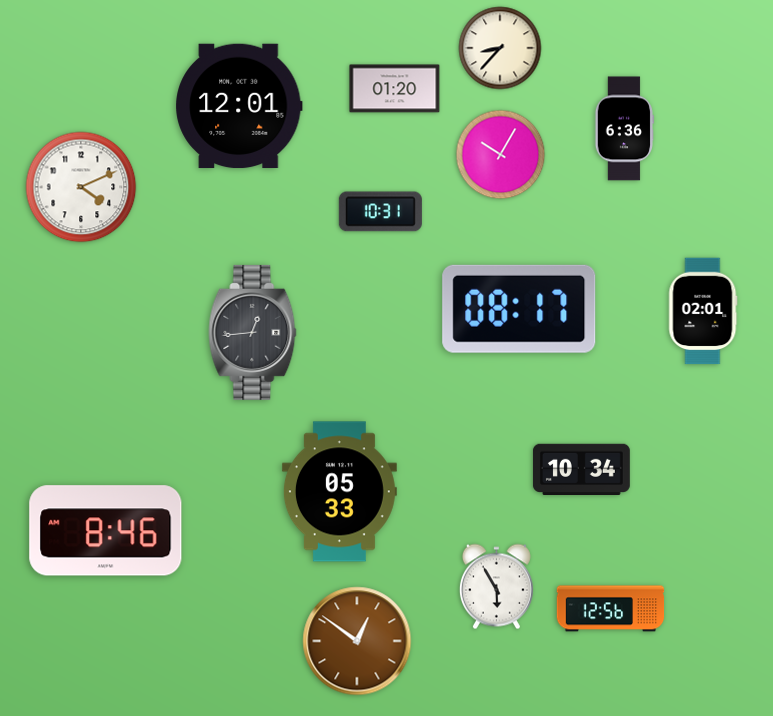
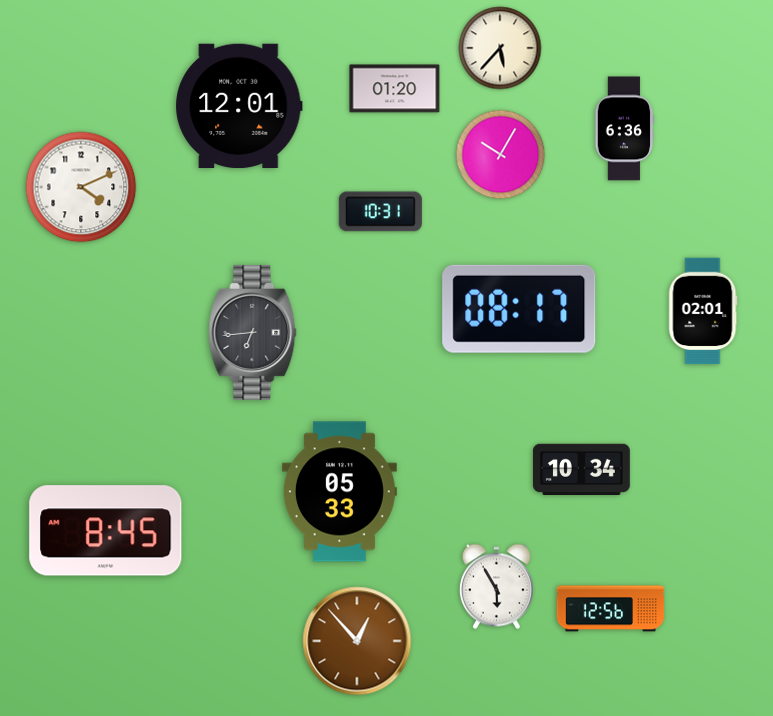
clock at (500, 48): 8:37 -> 5:37
clock at (253, 332): 12:44 -> 6:44
clock at (106, 531): 8:46 -> 8:45
clock at (357, 641): 12:51 -> 12:53
